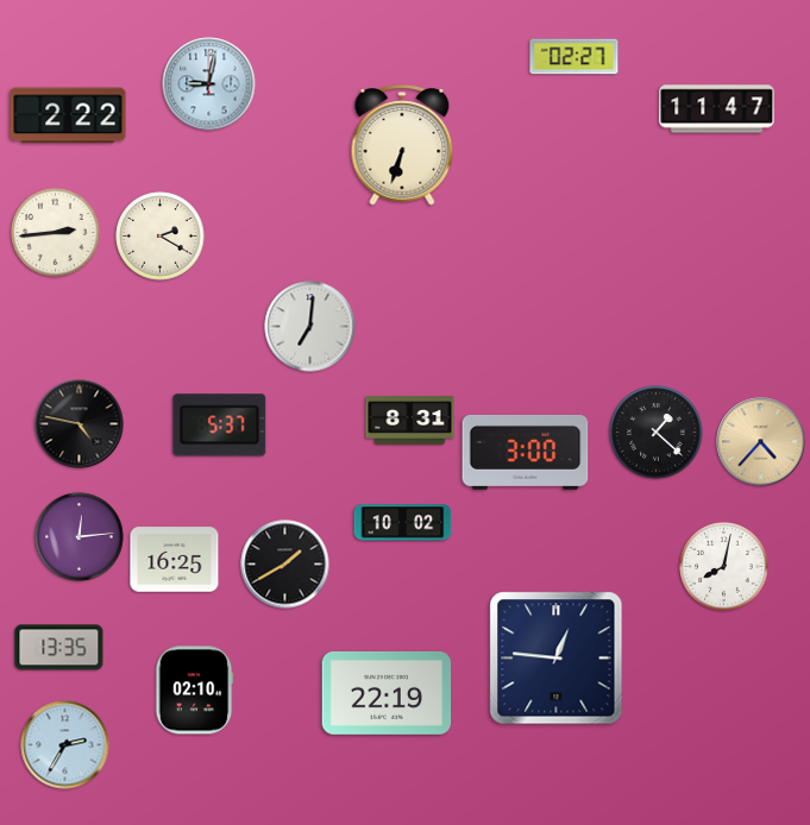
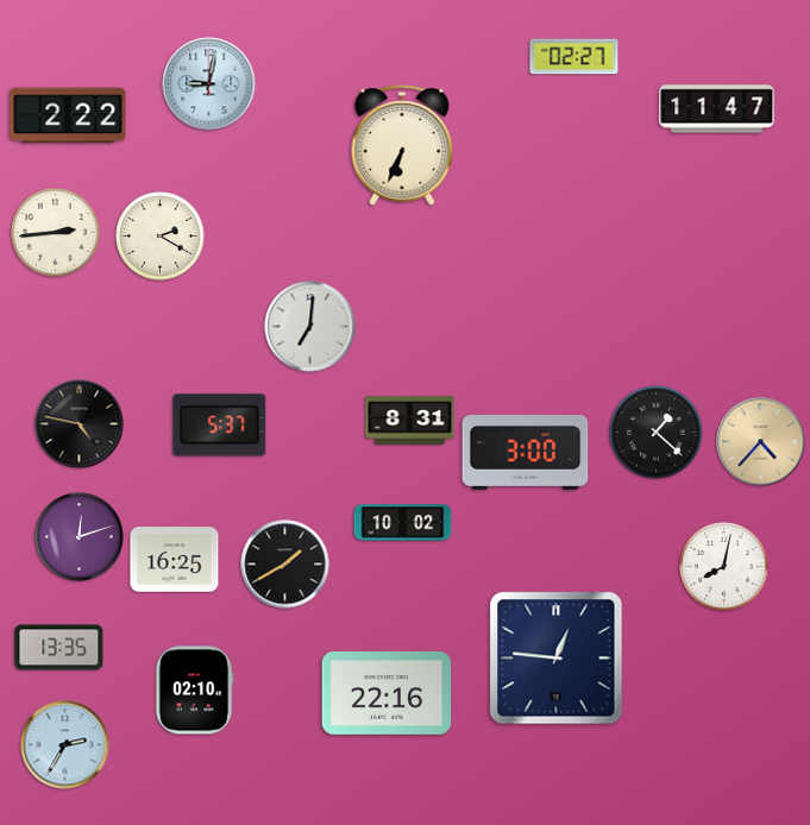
clock at (402, 145): 6:33 -> 6:34
clock at (80, 537): 12:14 -> 12:12
clock at (387, 693): 22:19 -> 22:16
